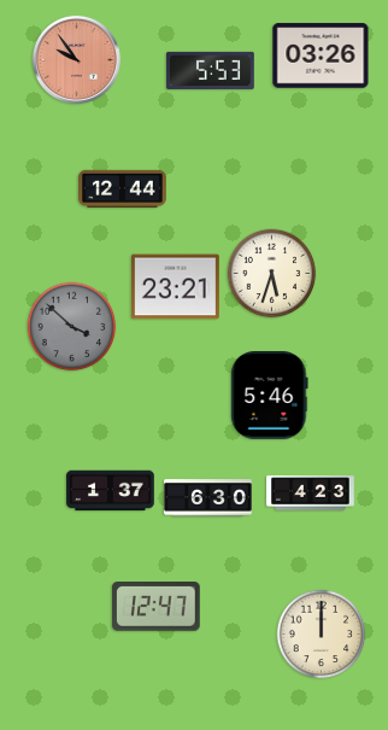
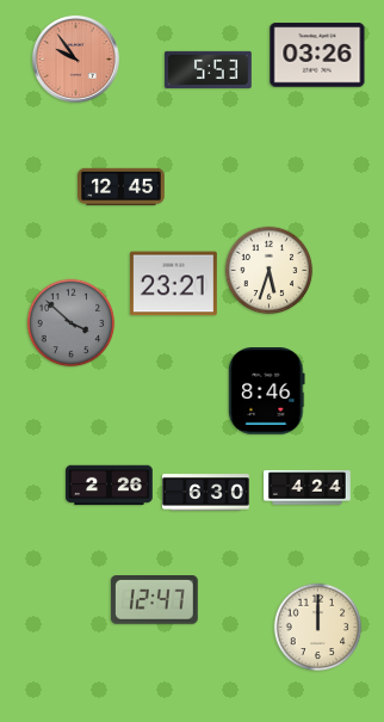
clock at (123, 189): 12:44 -> 12:45
clock at (270, 396): 5:46 -> 8:46
clock at (111, 491): 1:37 -> 2:26
clock at (311, 494): 4:23 -> 4:24
